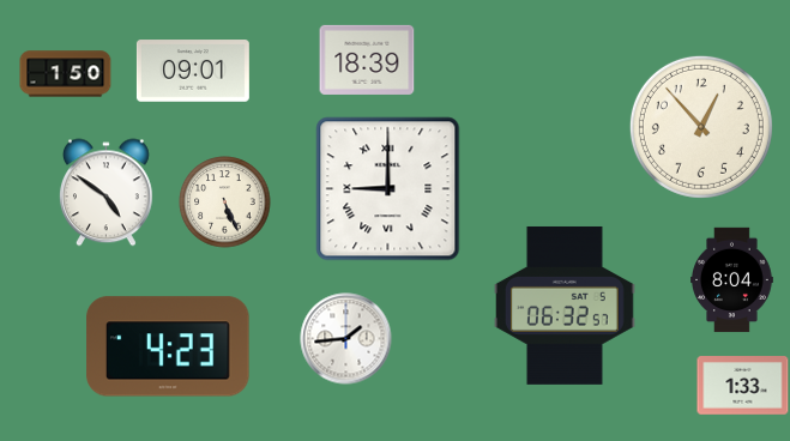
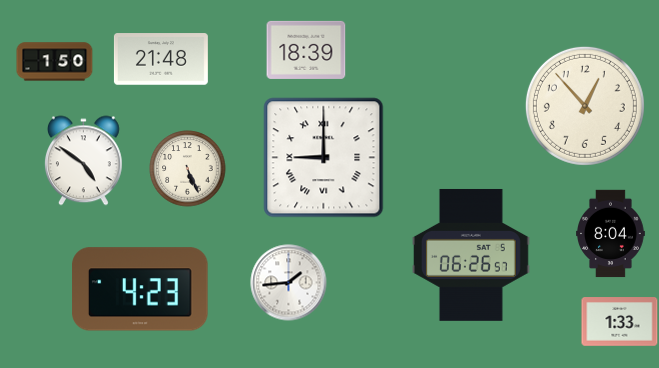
clock at (193, 71): 09:01 -> 21:48
clock at (105, 193) position: (105, 193) -> (83, 161)
clock at (565, 306): 06:32 -> 06:26
